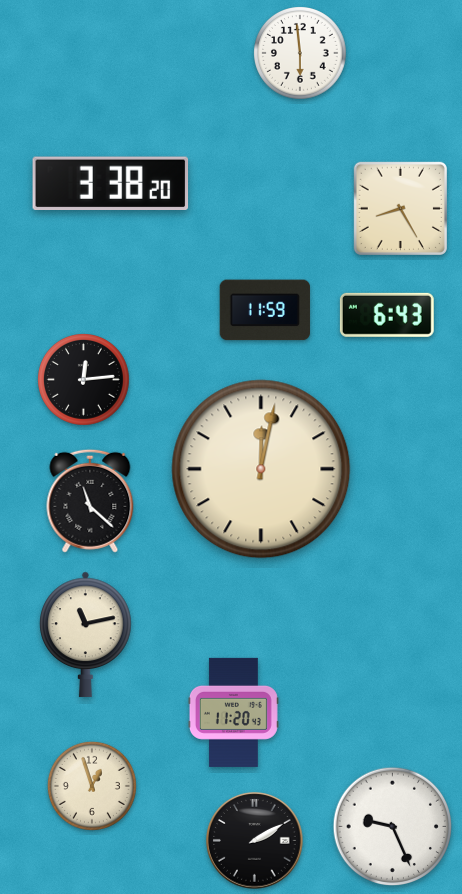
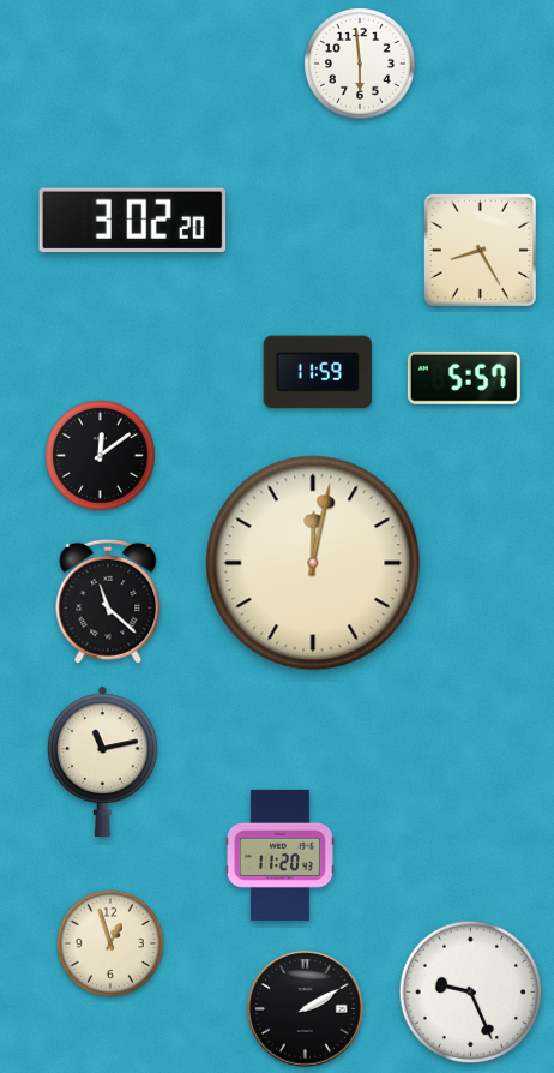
clock at (111, 184): 3:38 -> 3:02
clock at (387, 315): 6:43 -> 5:57
clock at (84, 380): 12:14 -> 12:09
